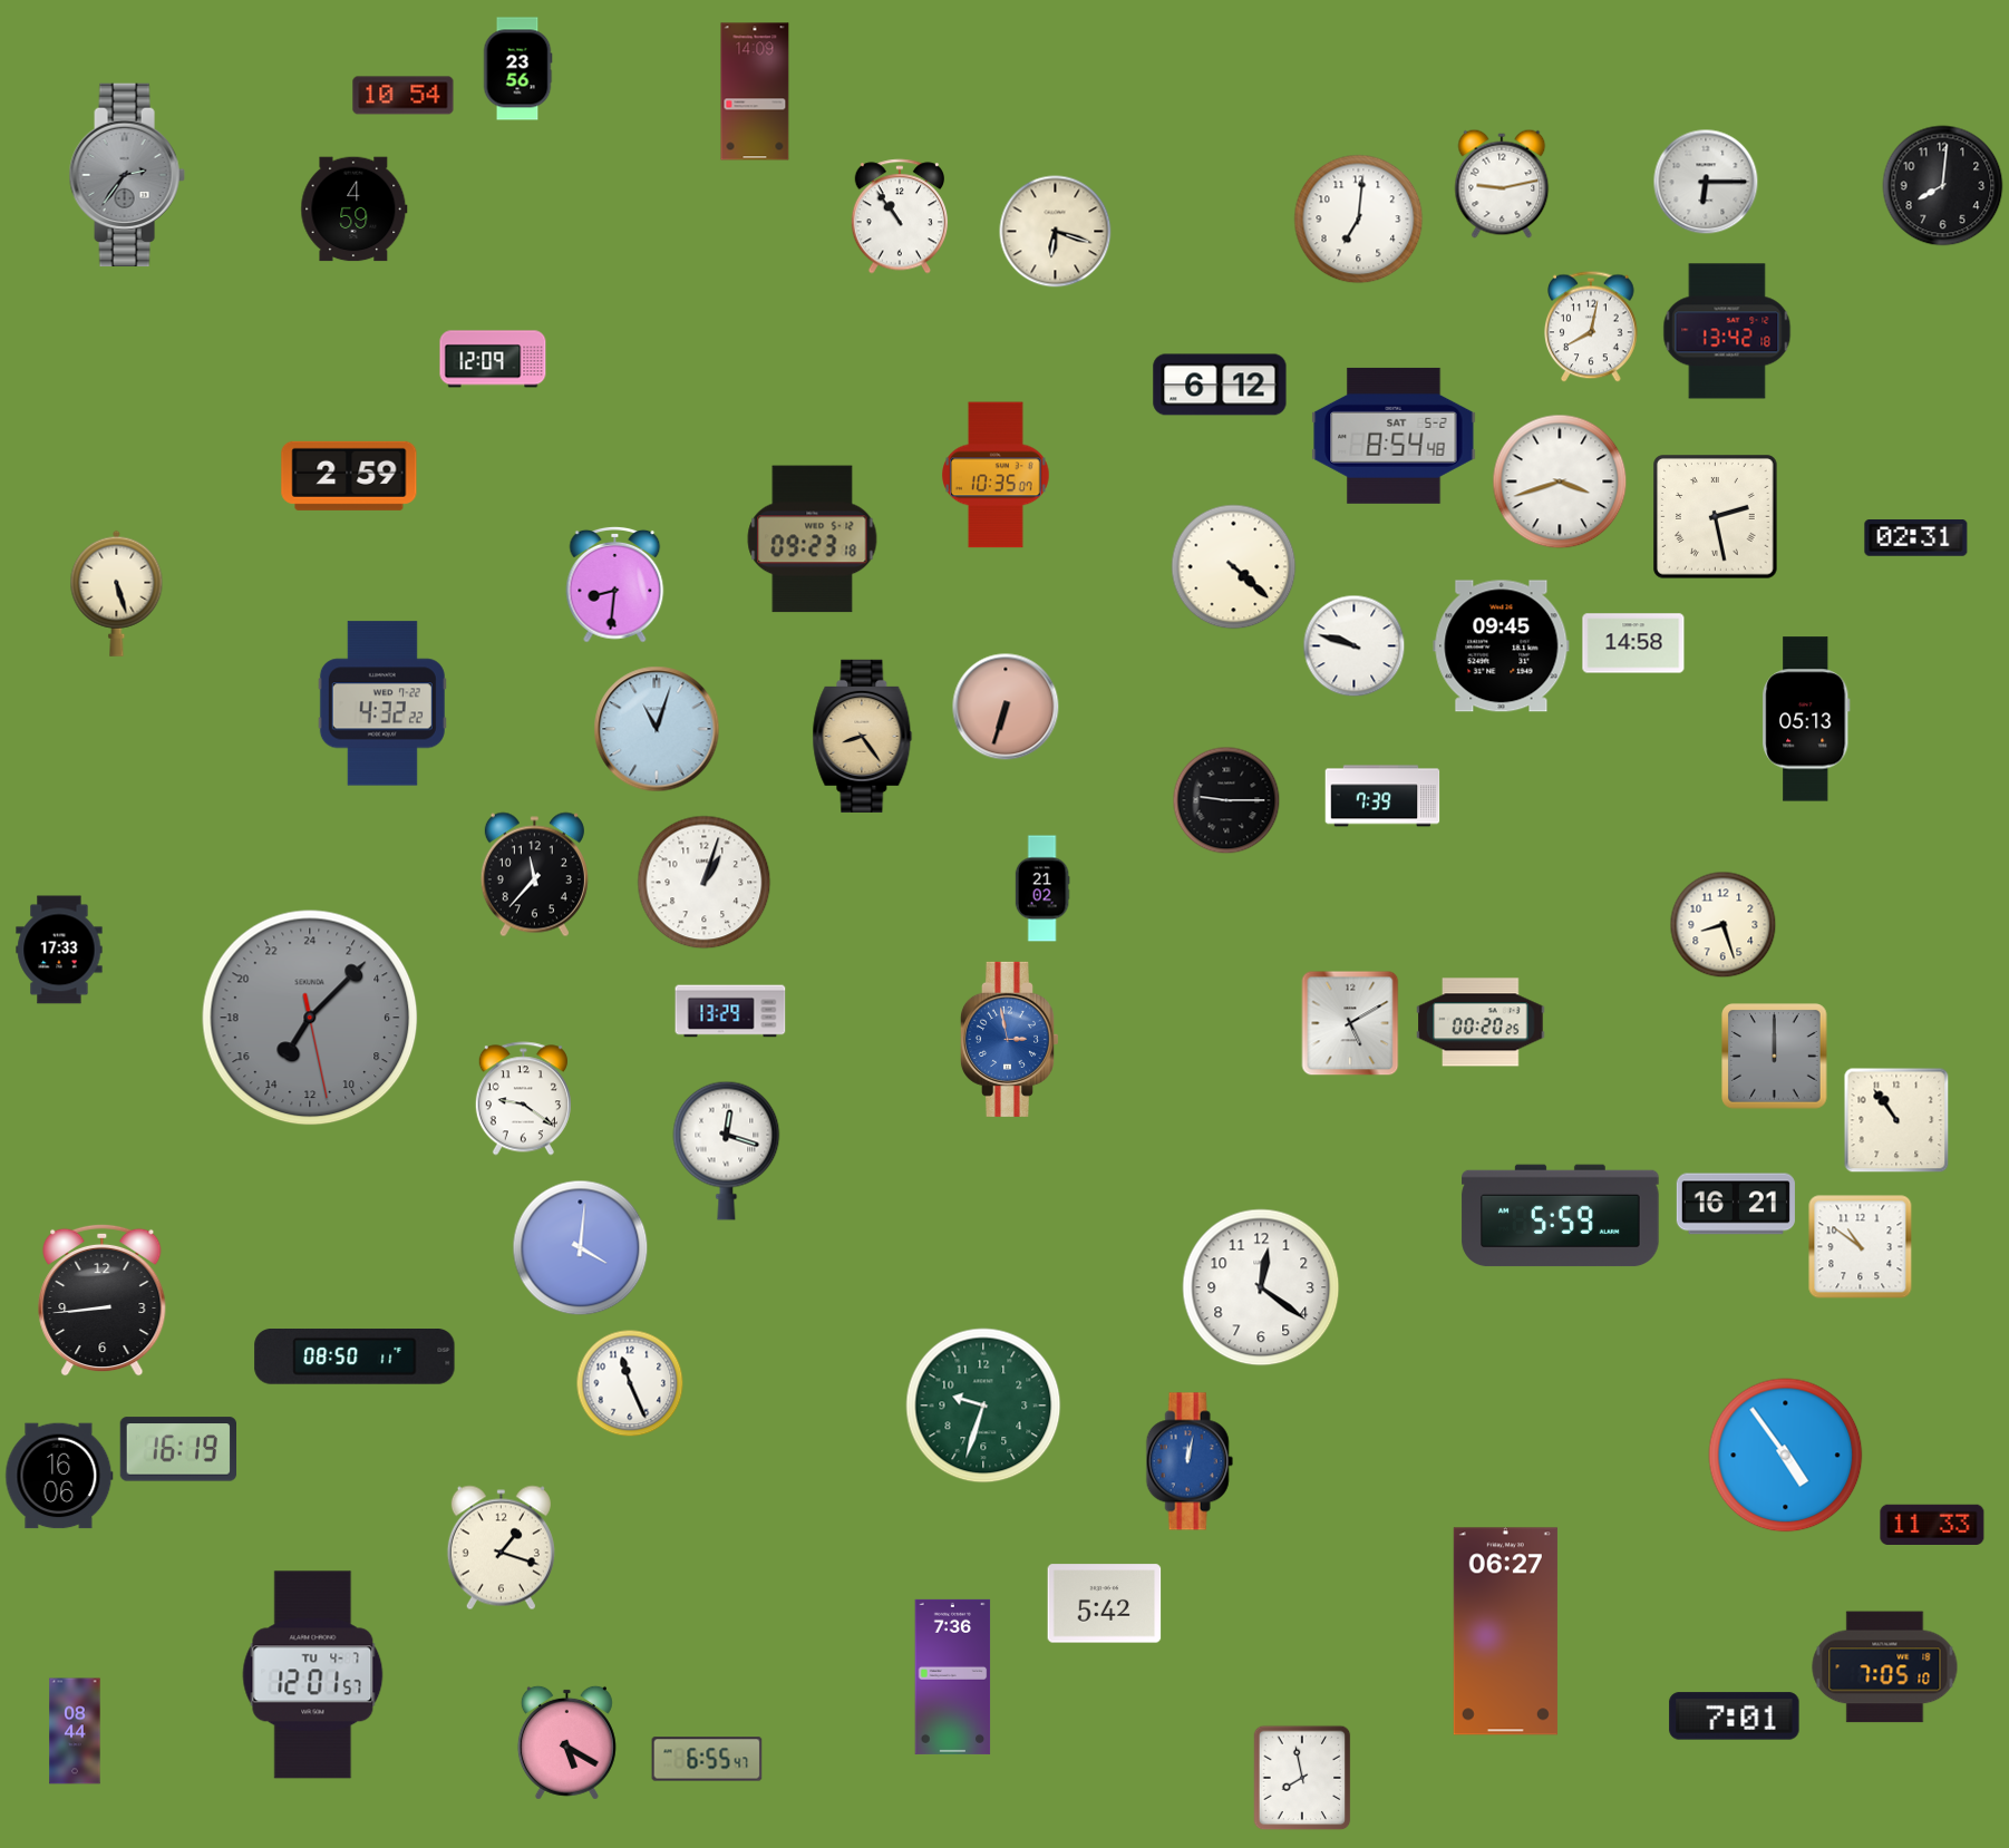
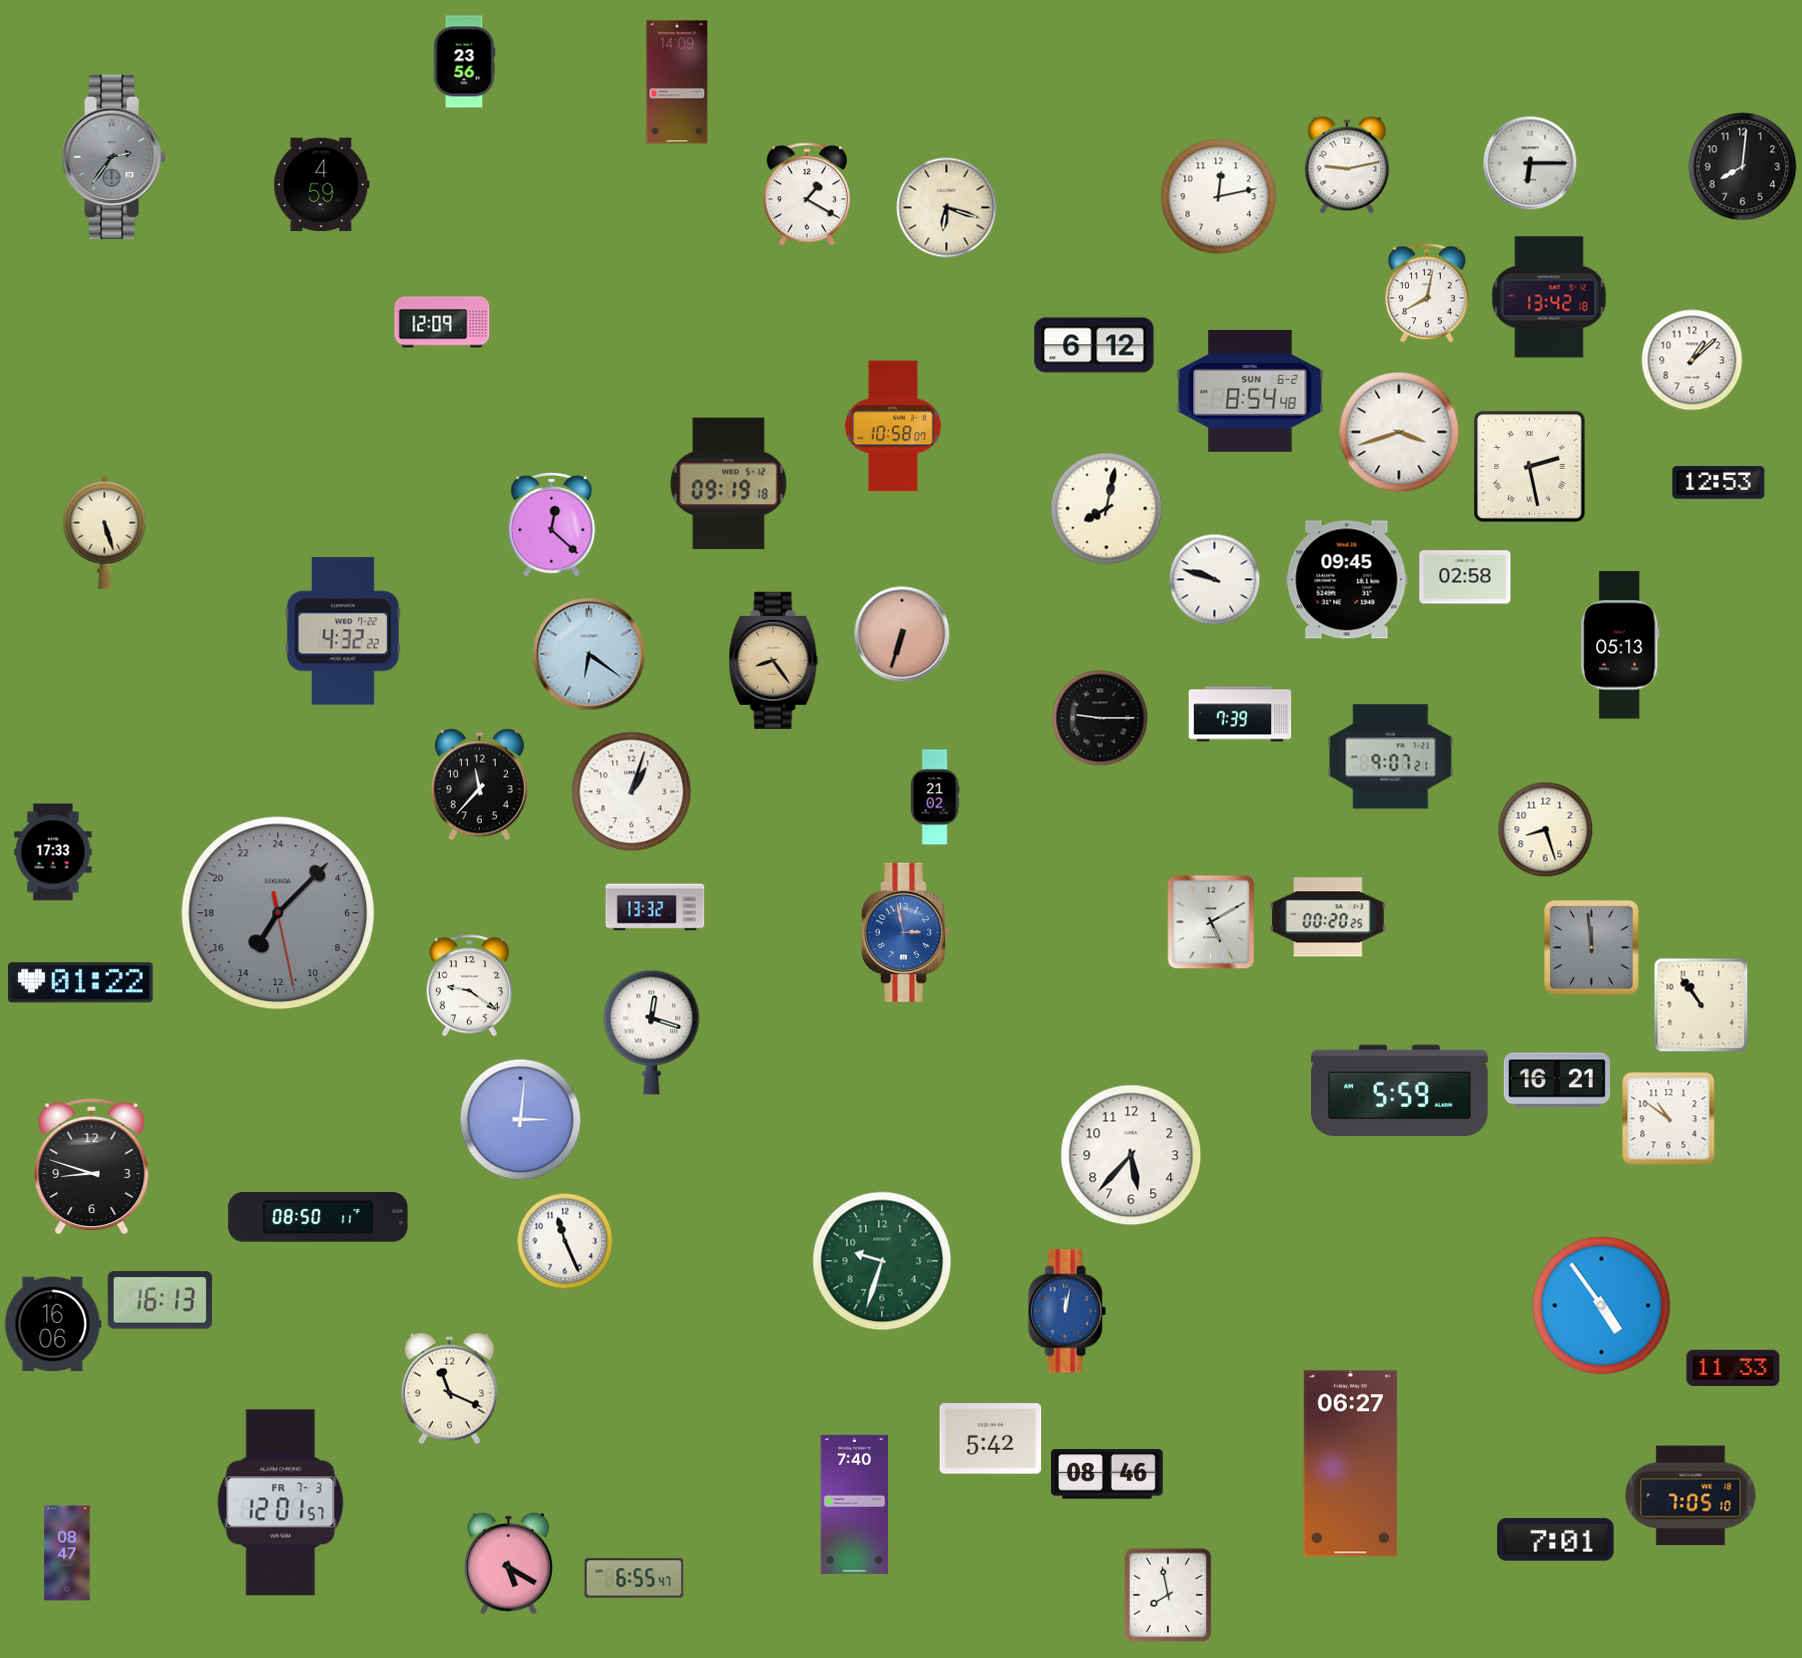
clock at (404, 96): 10:54 -> none
clock at (355, 210) position: (355, 210) -> (322, 185)
clock at (899, 216): 10:54 -> 1:20
clock at (1359, 220): 7:01 -> 12:13
clock at (1692, 360): none -> 1:08
clock at (1394, 436) date: SAT 5-2 -> SUN 6-2
clock at (996, 475): 10:35 -> 10:58
clock at (349, 476): 2:59 -> none
clock at (1716, 517) position: (1716, 517) -> (1530, 467)
clock at (1916, 538): 02:31 -> 12:53
clock at (813, 539): 09:23 -> 09:19
clock at (1234, 567): 4:22 -> 8:02
clock at (615, 584): 8:31 -> 12:22
clock at (1633, 643): 14:58 -> 02:58
clock at (657, 729): 11:03 -> 6:21
clock at (1391, 757): none -> 9:07
clock at (730, 1011): 13:29 -> 13:32
clock at (1350, 1023) position: (1350, 1023) -> (1211, 922)
clock at (1775, 1057): 12:00 -> 11:59
clock at (81, 983): none -> 01:22
clock at (581, 1248): 4:01 -> 3:01
clock at (1261, 1287): 12:21 -> 5:37
clock at (103, 1300): 8:44 -> 8:48
clock at (177, 1449): 16:19 -> 16:13
clock at (501, 1548): 1:18 -> 11:19
clock at (1107, 1474): none -> 08:46
clock at (313, 1675) date: TU 4-7 -> FR 7-3
clock at (953, 1676): 7:36 -> 7:40
clock at (75, 1731): 08:44 -> 08:47
